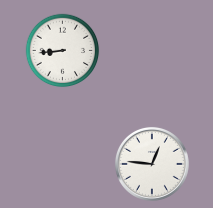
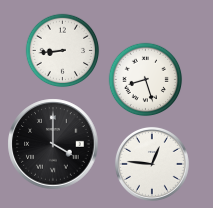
clock at (146, 80): none -> 8:27
clock at (53, 144): none -> 4:00
